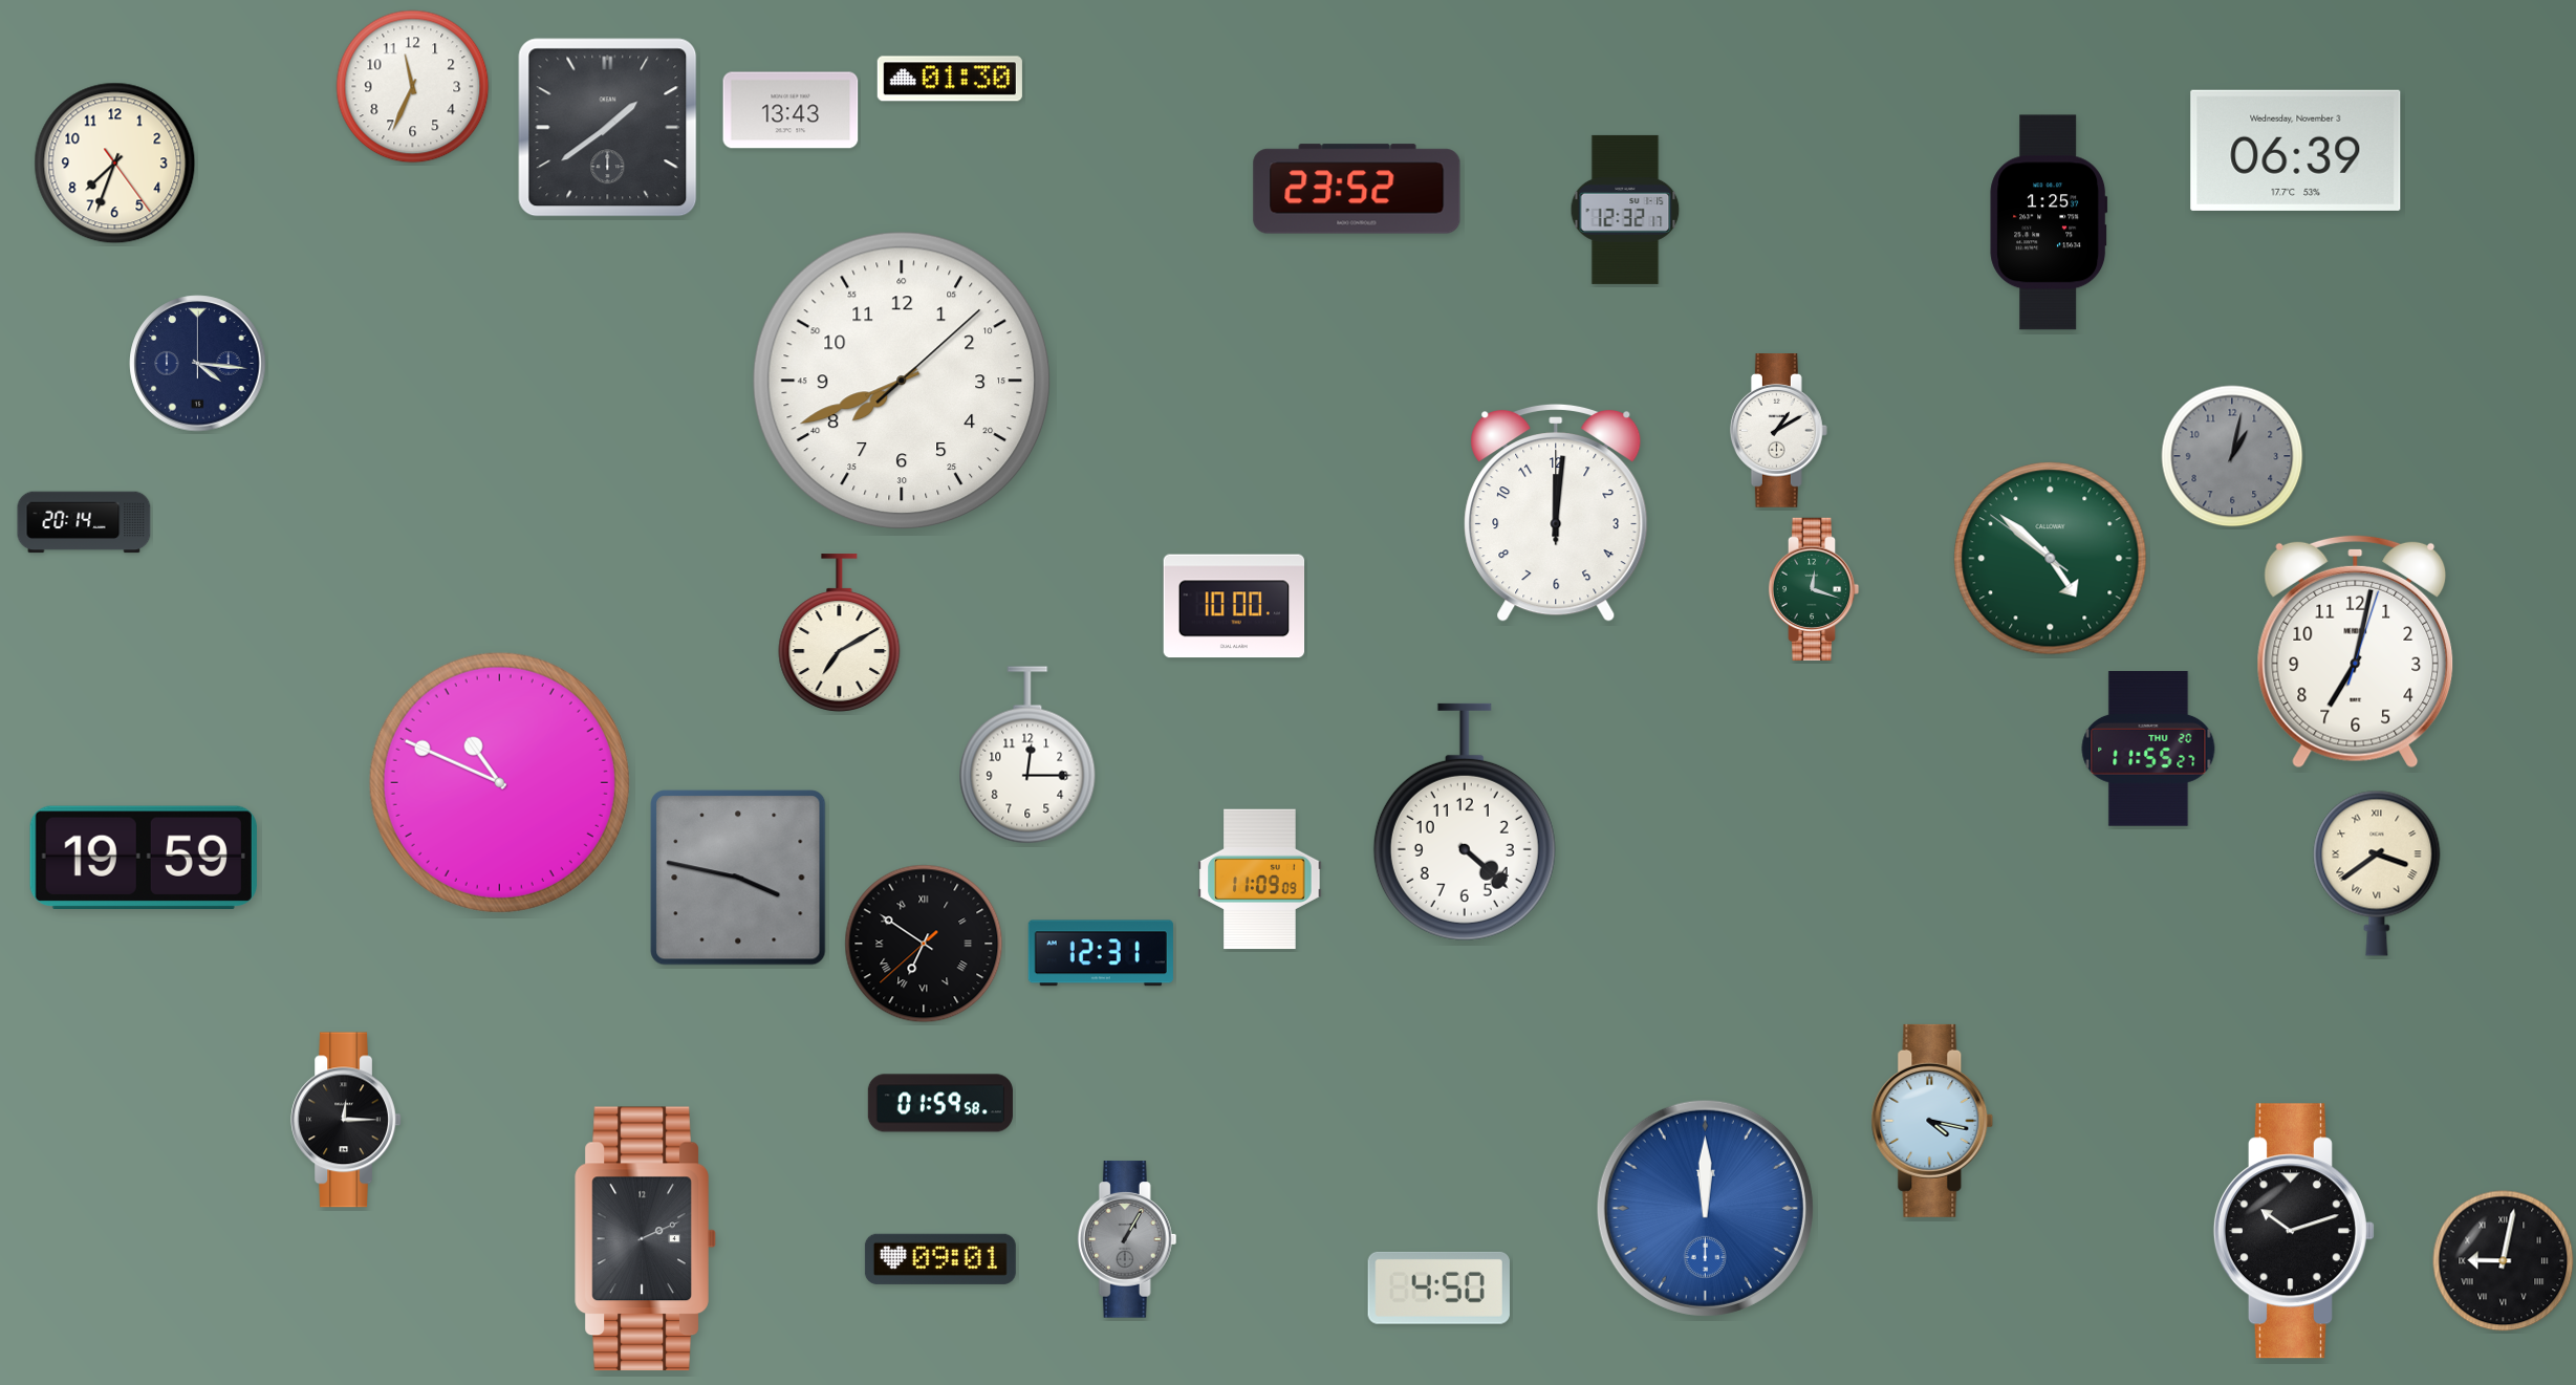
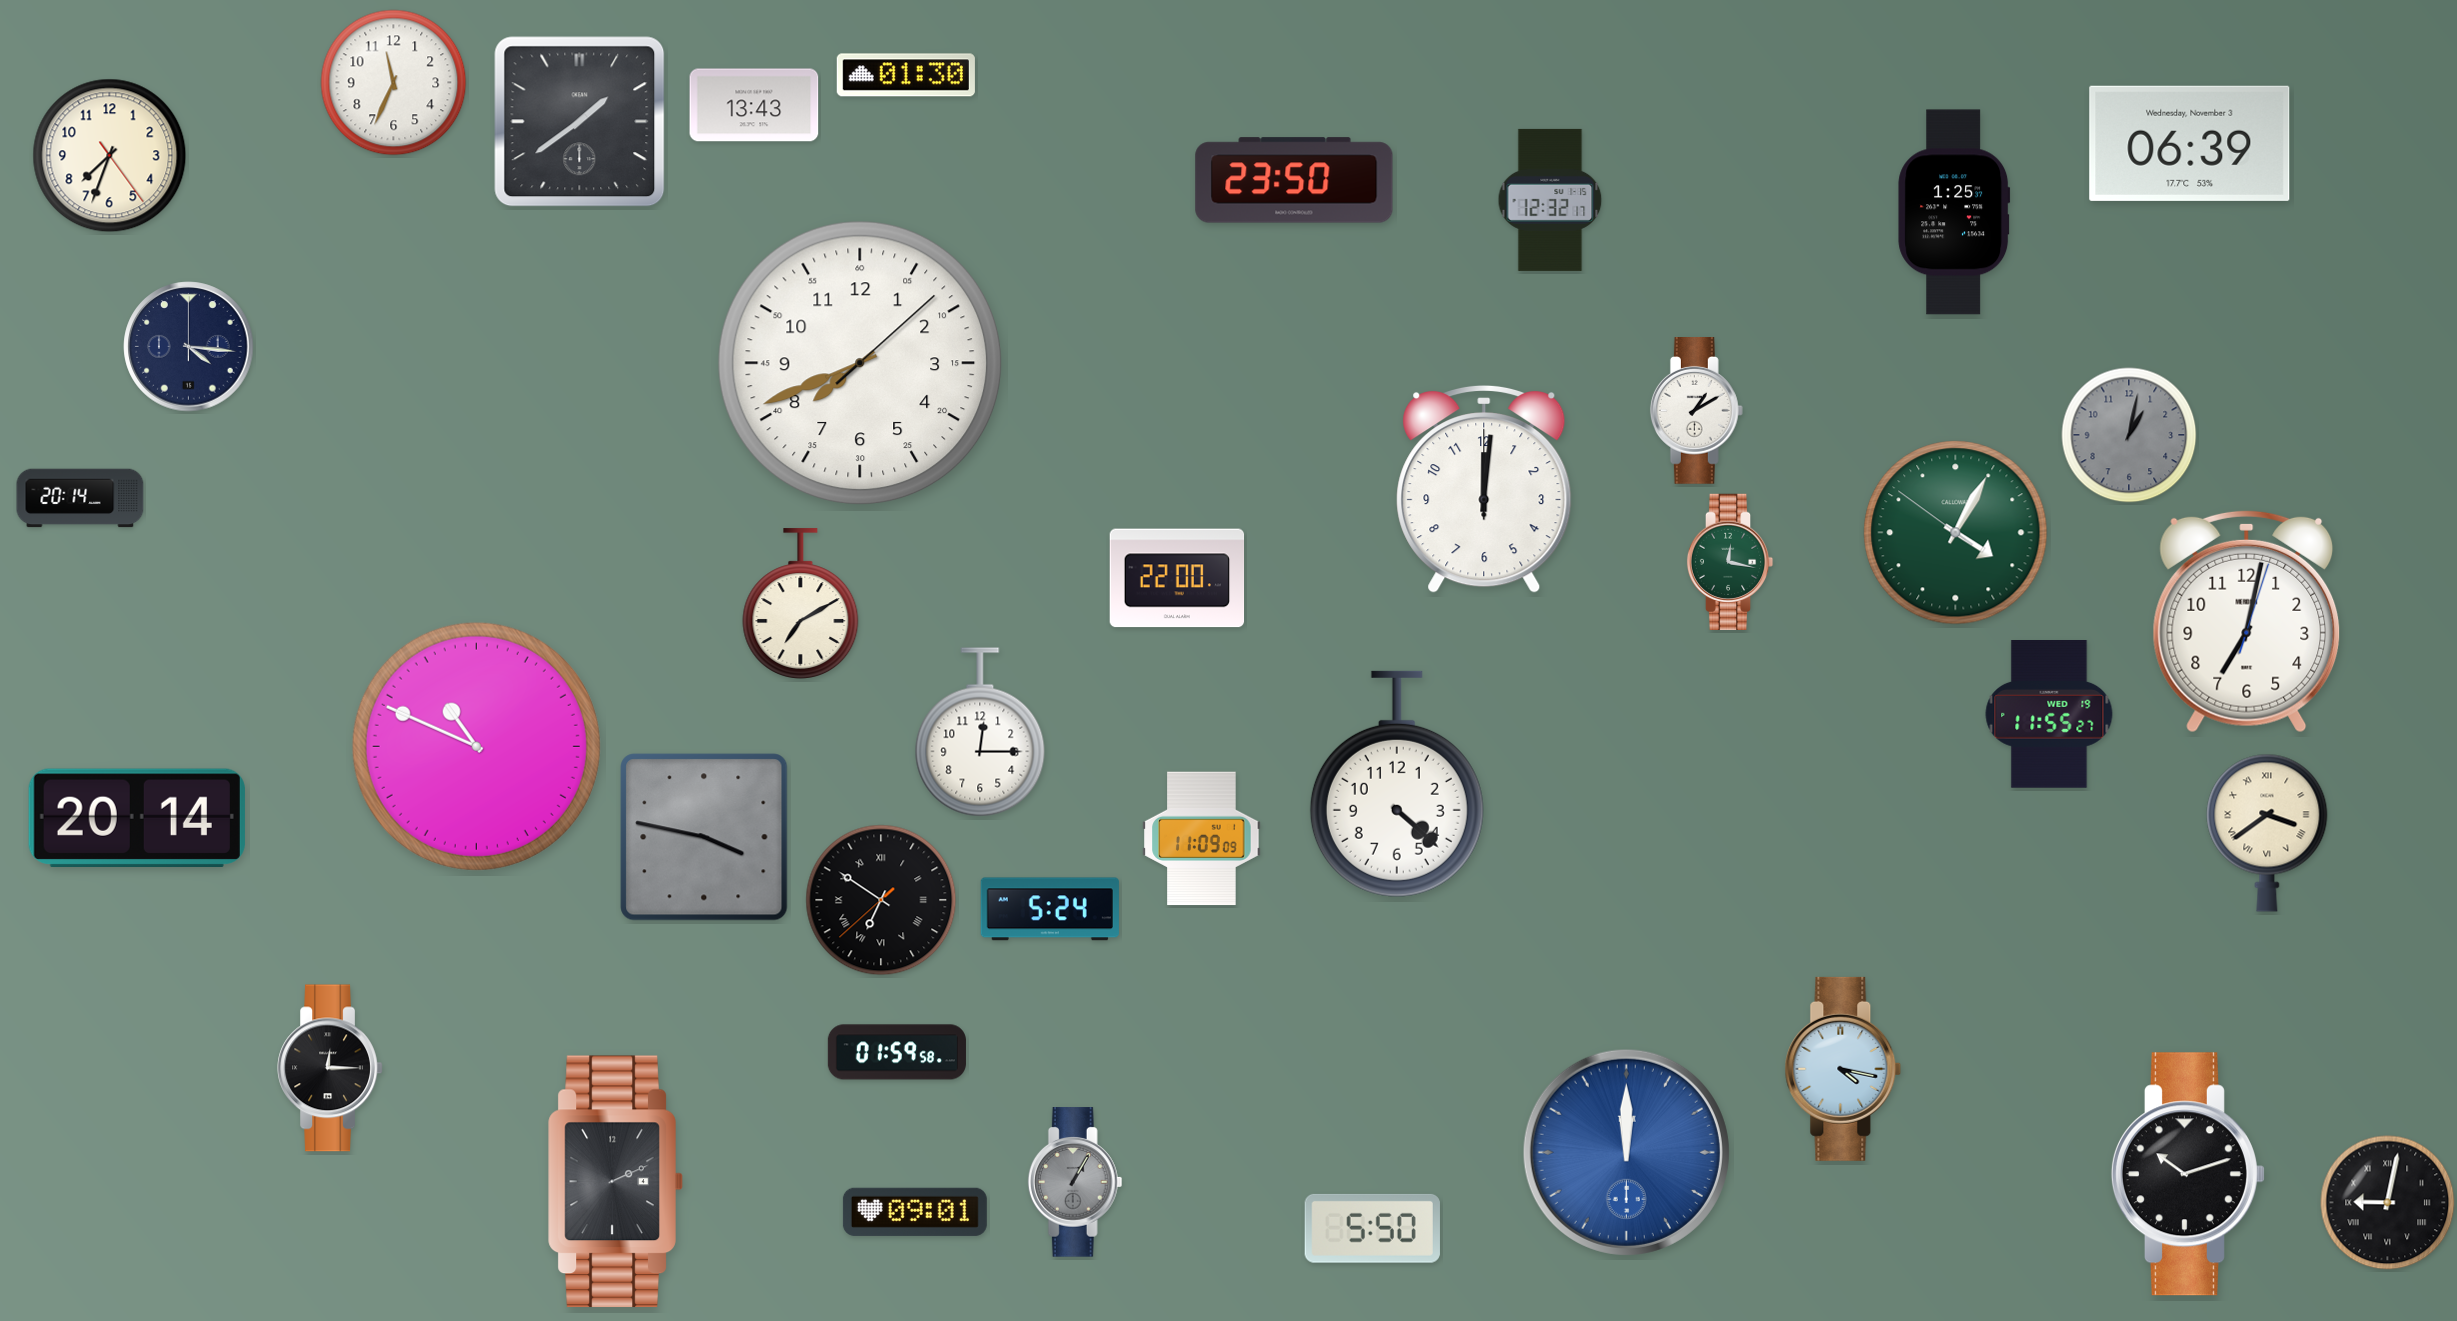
clock at (1357, 189): 23:52 -> 23:50
clock at (2051, 559): 4:51 -> 4:04
clock at (1814, 588): 12:18 -> 12:17
clock at (1234, 606): 10:00 -> 22:00
clock at (2148, 750) date: THU 20 -> WED 19
clock at (1027, 755) position: (1027, 755) -> (980, 732)
clock at (144, 857): 19:59 -> 20:14
clock at (1101, 953): 12:31 -> 5:24
clock at (940, 1259) position: (940, 1259) -> (915, 1212)
clock at (1438, 1287): 4:50 -> 5:50
